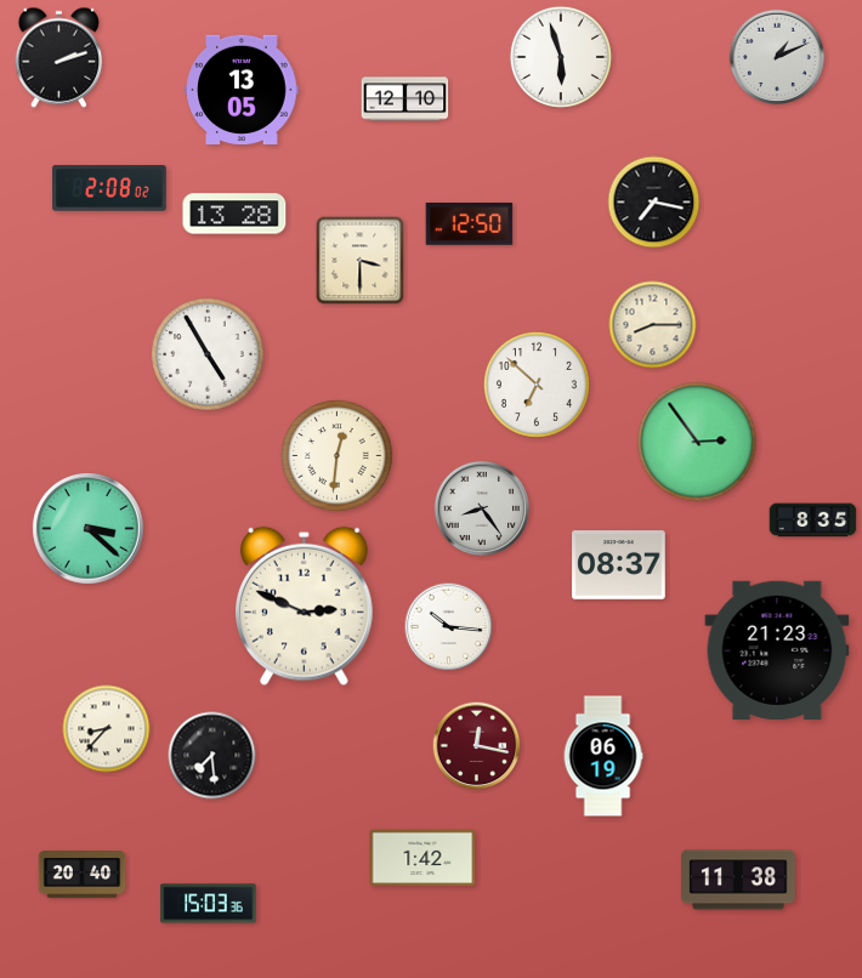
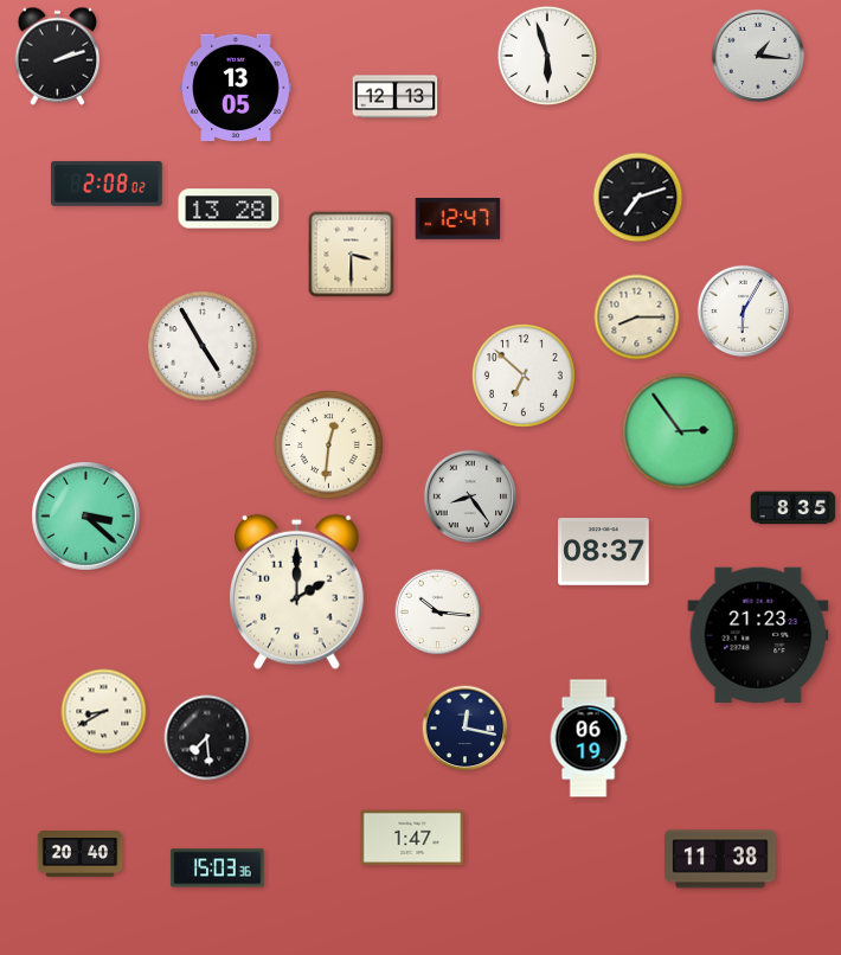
clock at (776, 56): 1:11 -> 1:16
clock at (406, 99): 12:10 -> 12:13
clock at (654, 203): 7:17 -> 7:12
clock at (470, 224): 12:50 -> 12:47
clock at (744, 312): none -> 6:05
clock at (304, 605): 2:49 -> 2:00
clock at (107, 729): 8:37 -> 8:40
clock at (477, 746) dial: burgundy -> navy
clock at (423, 858): 1:42 -> 1:47
clock at (209, 904) position: (209, 904) -> (218, 869)
